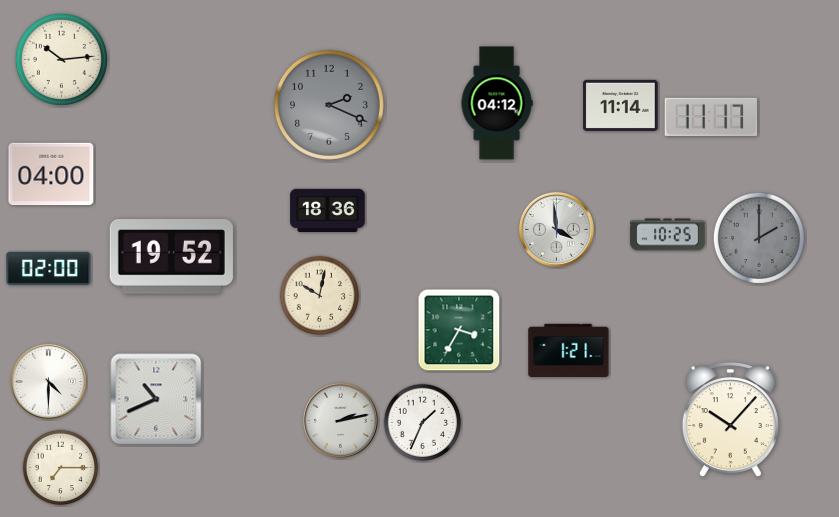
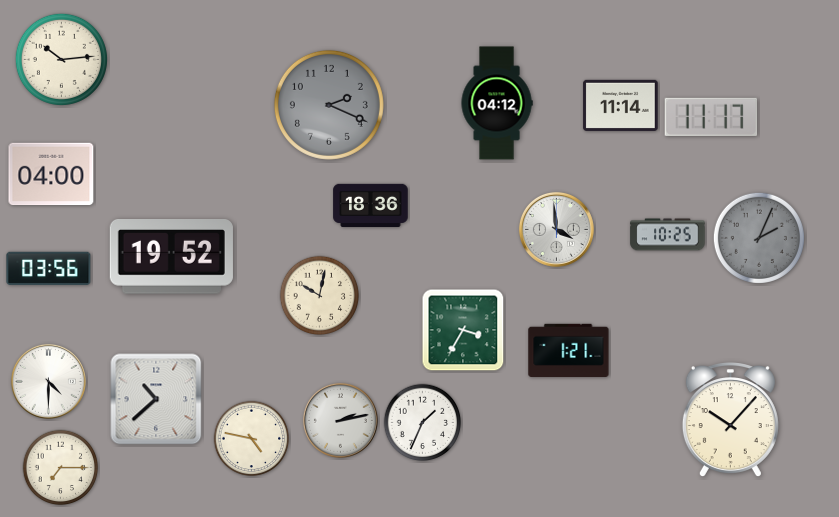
clock at (328, 210) position: (328, 210) -> (371, 205)
clock at (759, 238): 2:00 -> 2:04
clock at (49, 268): 02:00 -> 03:56
clock at (459, 330) position: (459, 330) -> (463, 330)
clock at (156, 399): 10:41 -> 10:38
clock at (252, 439): none -> 4:47
